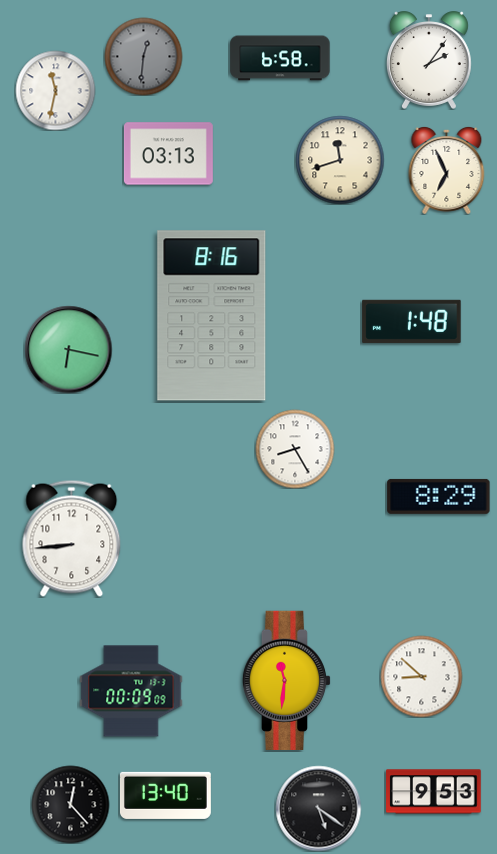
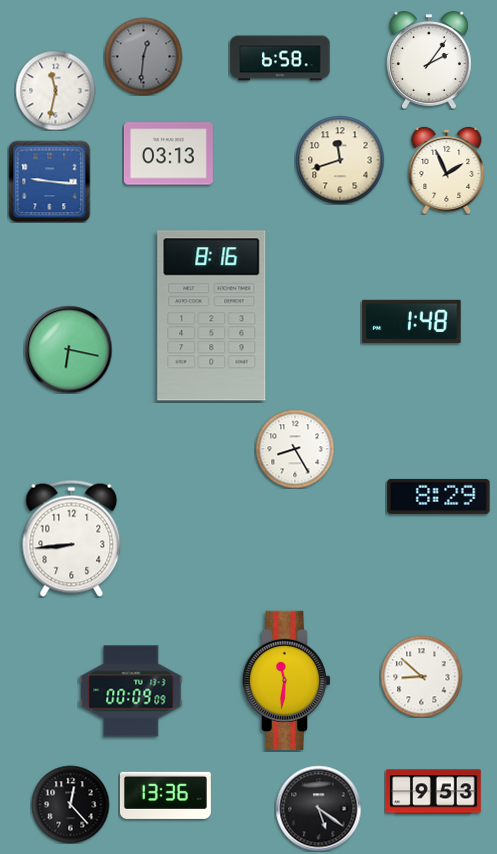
clock at (447, 170): 6:56 -> 1:56
clock at (49, 181): none -> 9:16
clock at (165, 795): 13:40 -> 13:36
